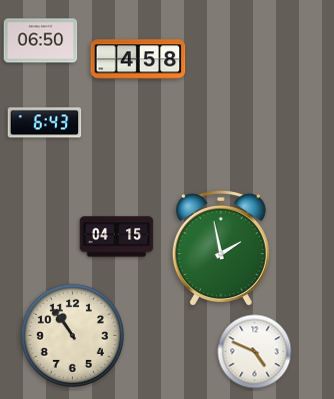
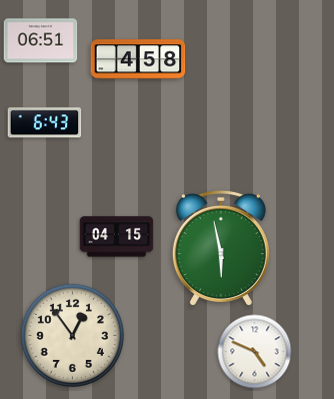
clock at (41, 41): 06:50 -> 06:51
clock at (221, 248): 1:58 -> 5:58
clock at (72, 335): 10:54 -> 12:54
